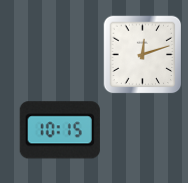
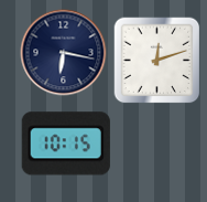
clock at (63, 52): none -> 6:17
